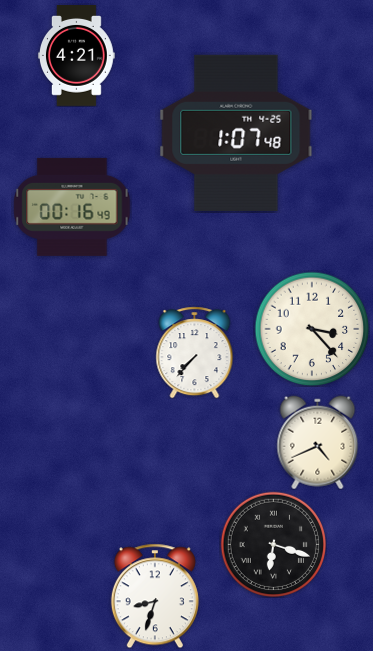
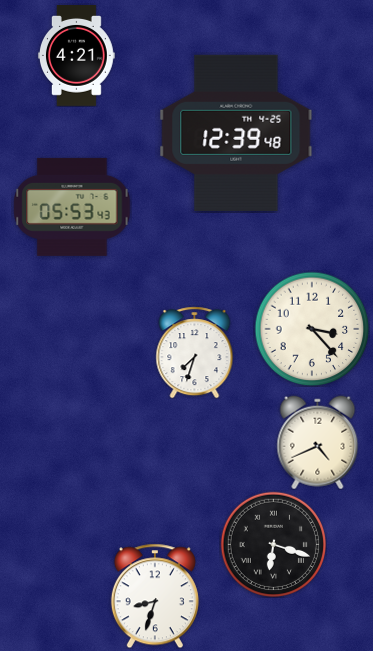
clock at (236, 133): 1:07 -> 12:39
clock at (72, 207): 00:16 -> 05:53
clock at (195, 352): 7:37 -> 7:33
